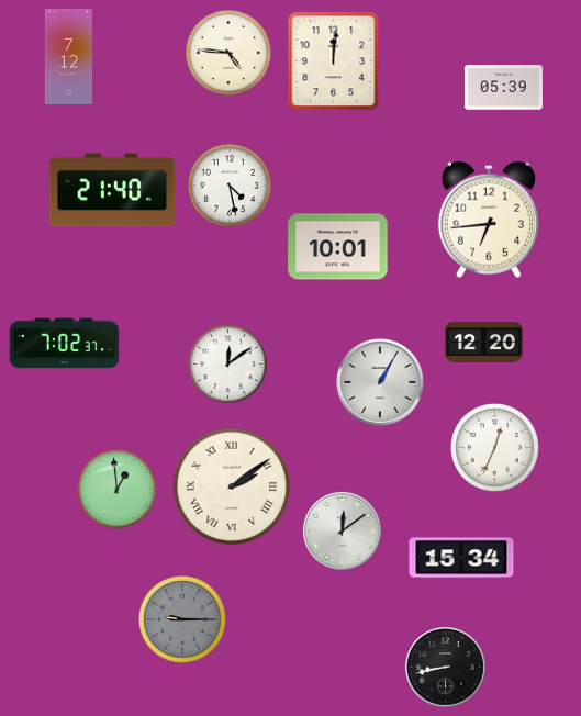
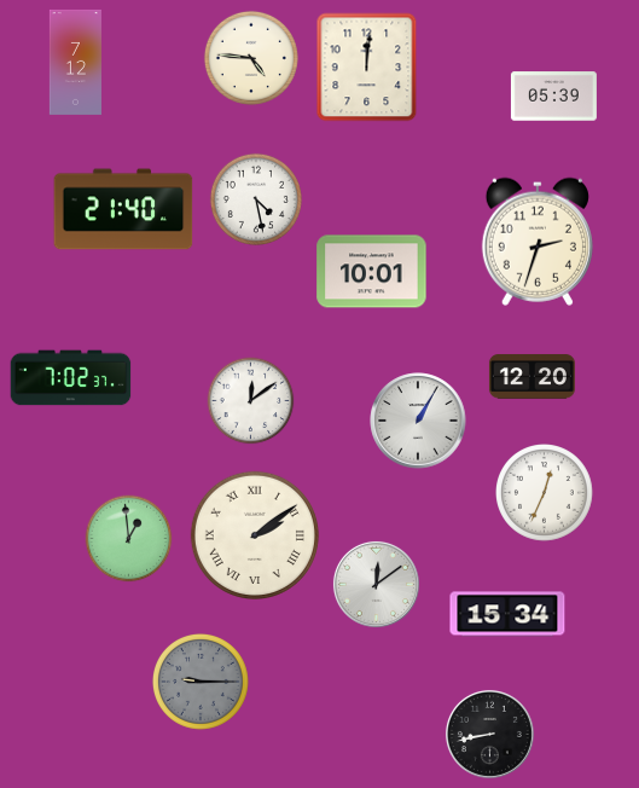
clock at (230, 186) position: (230, 186) -> (256, 199)
clock at (489, 220): 6:44 -> 2:33
